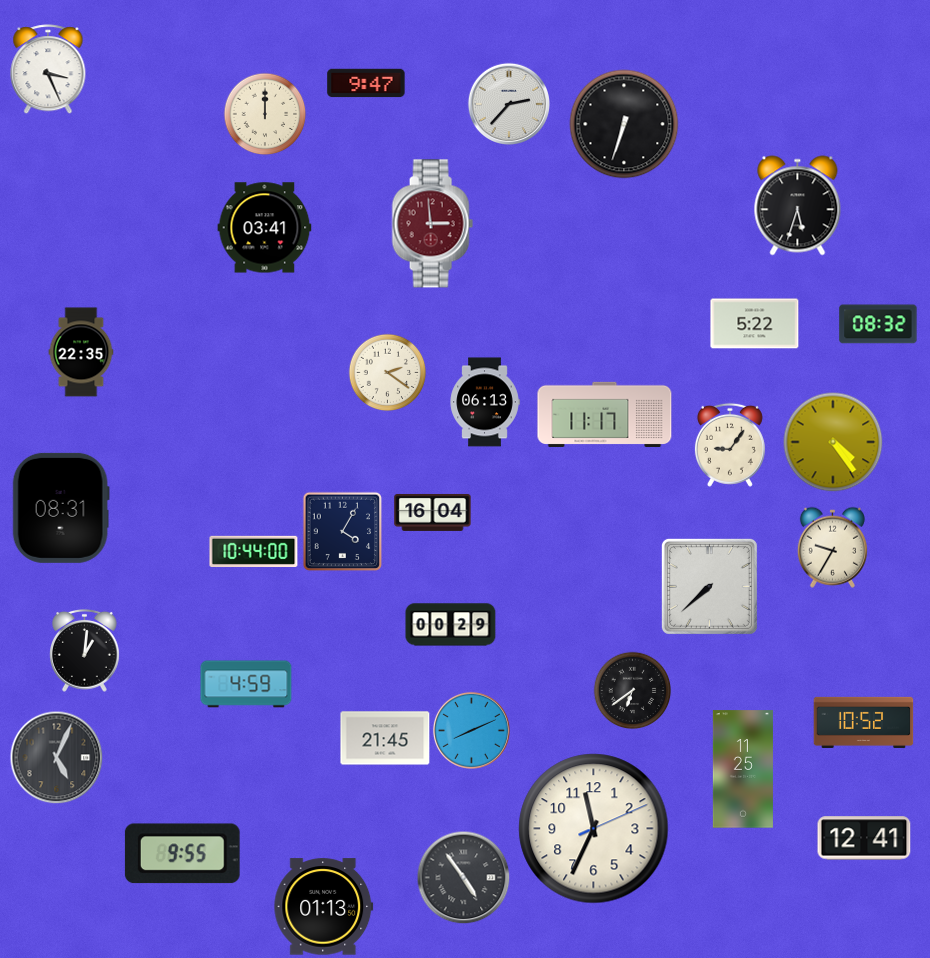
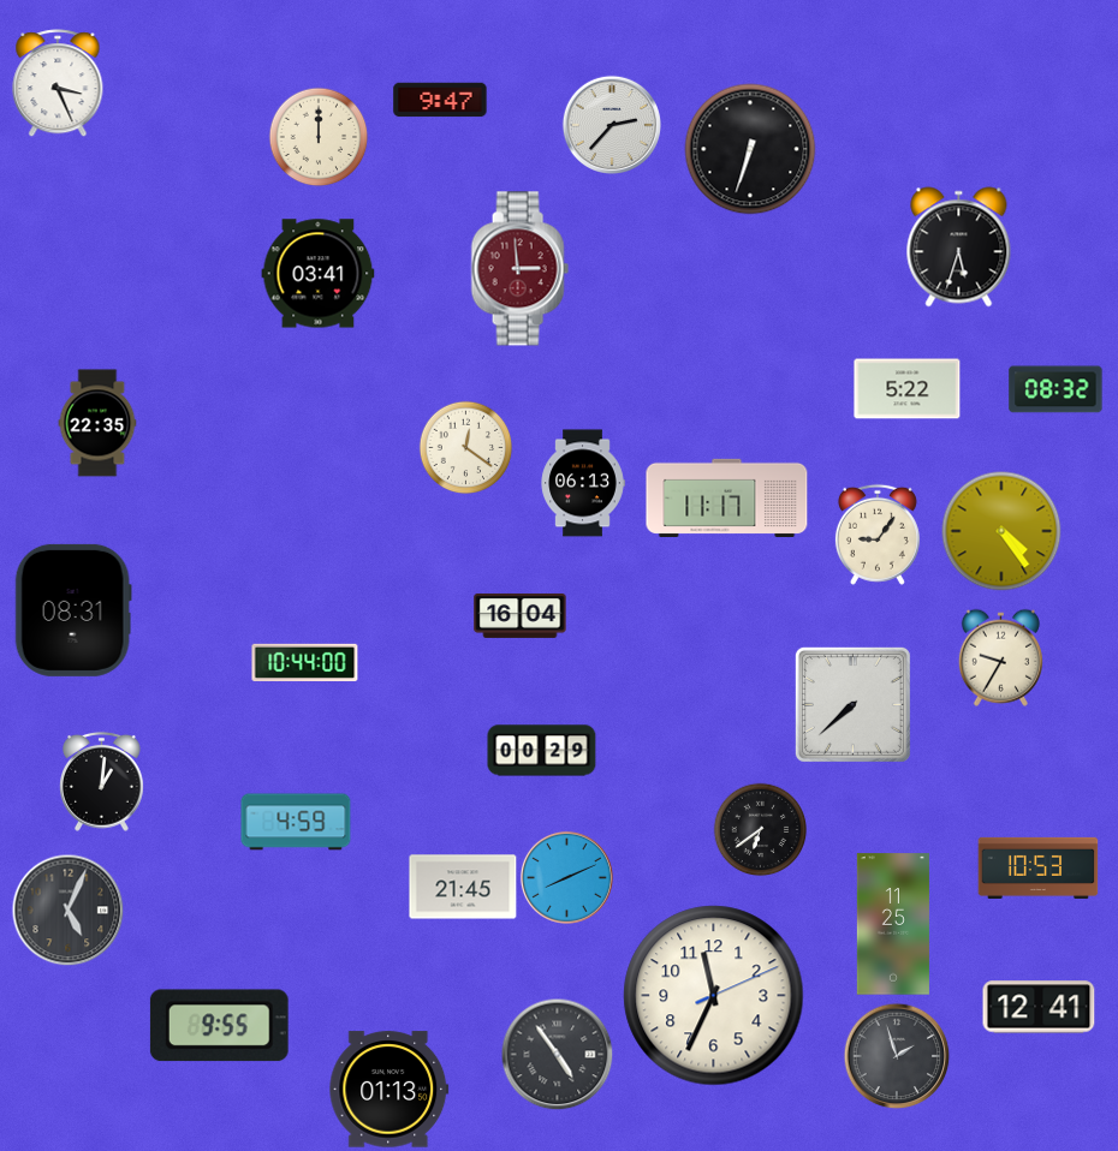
clock at (387, 372): 2:21 -> 12:21
clock at (342, 531): 4:05 -> none
clock at (864, 722): 10:52 -> 10:53
clock at (897, 1056): none -> 1:57
